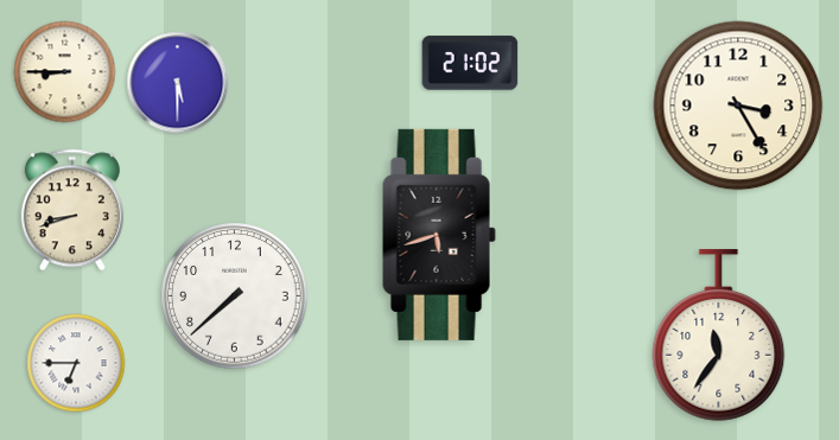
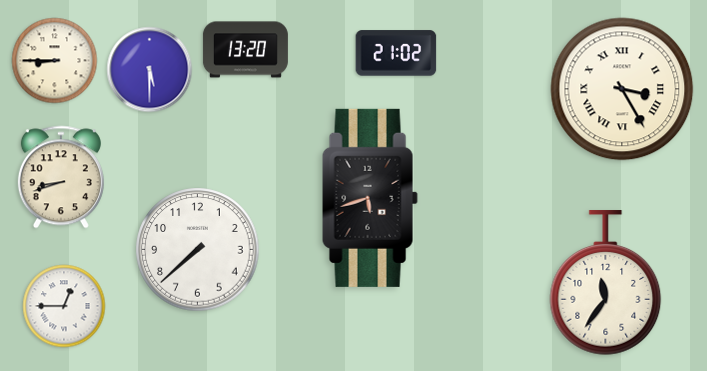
clock at (245, 50): none -> 13:20
clock at (738, 106) numerals: Arabic -> Roman
clock at (76, 363): 6:45 -> 12:45
